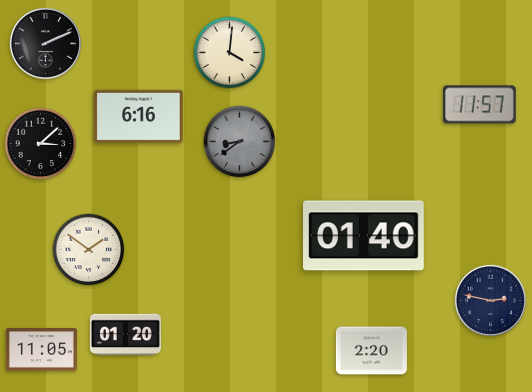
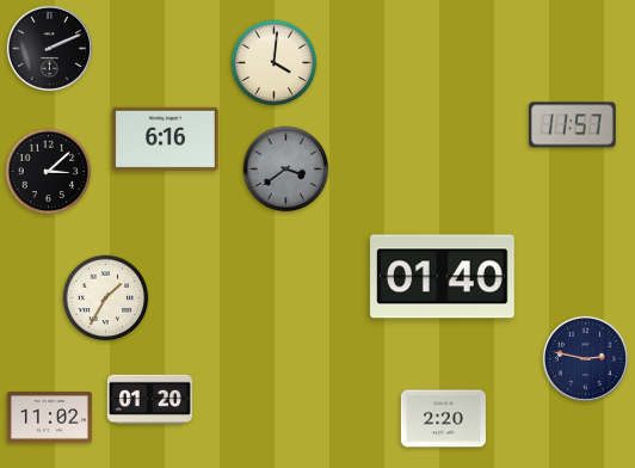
clock at (45, 43) position: (45, 43) -> (49, 48)
clock at (240, 142): 8:39 -> 3:39
clock at (364, 236) position: (364, 236) -> (443, 277)
clock at (89, 250): 1:51 -> 1:35
clock at (41, 350): 11:05 -> 11:02
